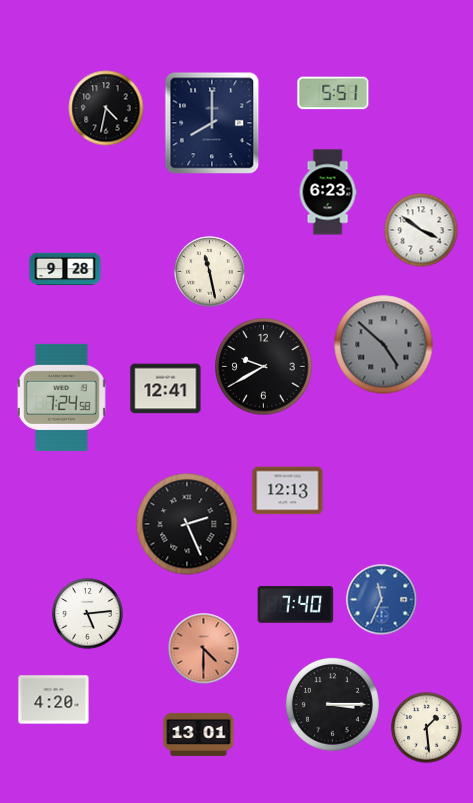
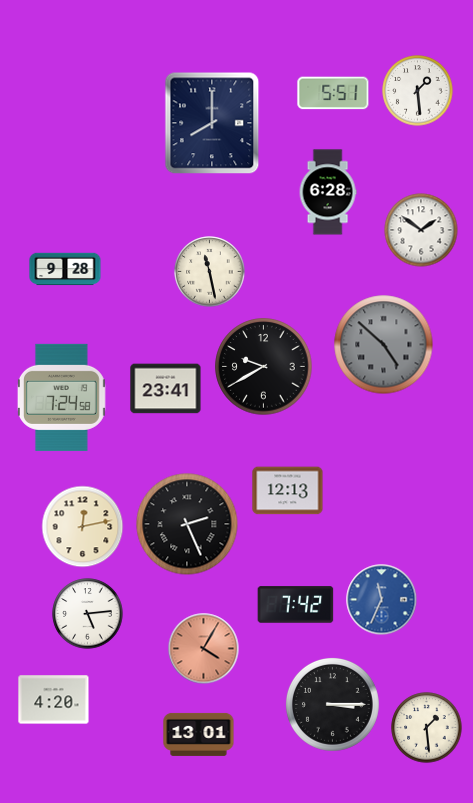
clock at (418, 91): none -> 1:29
clock at (106, 108): 4:32 -> none
clock at (328, 192): 6:23 -> 6:28
clock at (421, 230): 3:51 -> 1:51
clock at (166, 389): 12:41 -> 23:41
clock at (83, 527): none -> 12:13
clock at (296, 605): 7:40 -> 7:42
clock at (204, 649): 4:30 -> 4:05
